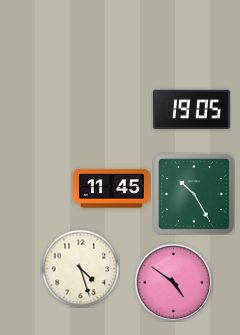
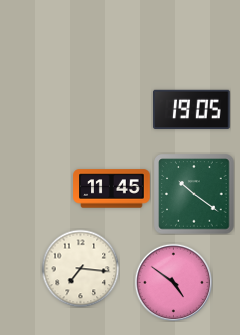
clock at (194, 194): 10:25 -> 10:21
clock at (80, 268): 4:27 -> 7:16
